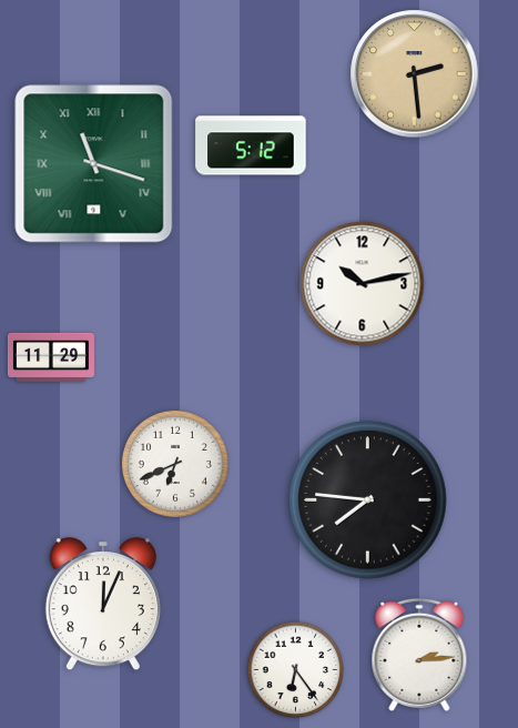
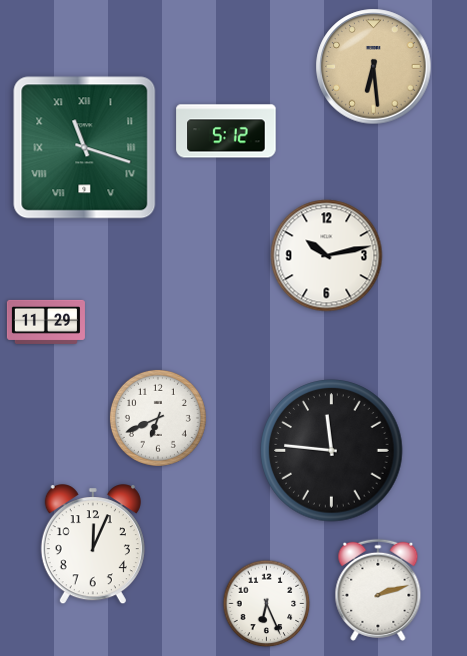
clock at (415, 74): 2:29 -> 6:29
clock at (368, 501): 7:46 -> 11:46
clock at (419, 655): 2:14 -> 2:12
clock at (296, 670): 6:24 -> 6:26
